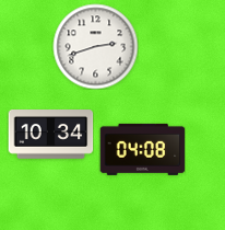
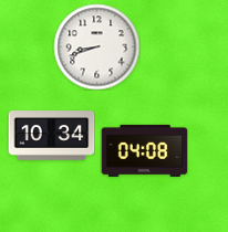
clock at (95, 46): 2:42 -> 8:42
